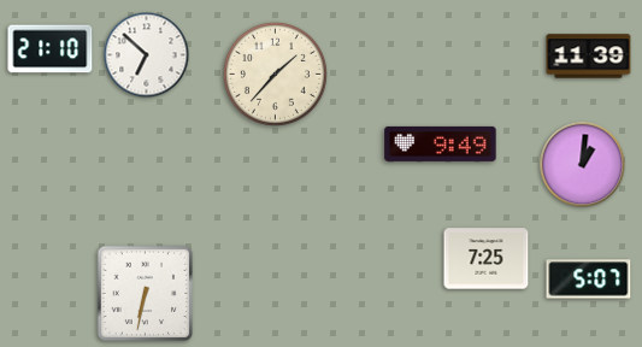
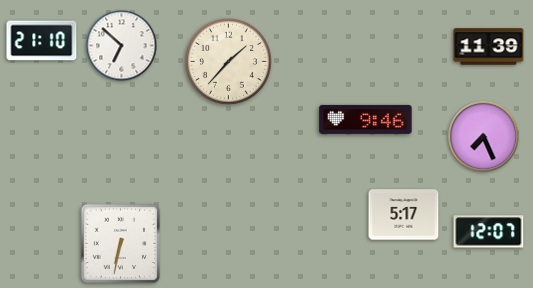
clock at (441, 143): 9:49 -> 9:46
clock at (583, 165): 1:01 -> 7:26
clock at (487, 259): 7:25 -> 5:17
clock at (589, 280): 5:07 -> 12:07
